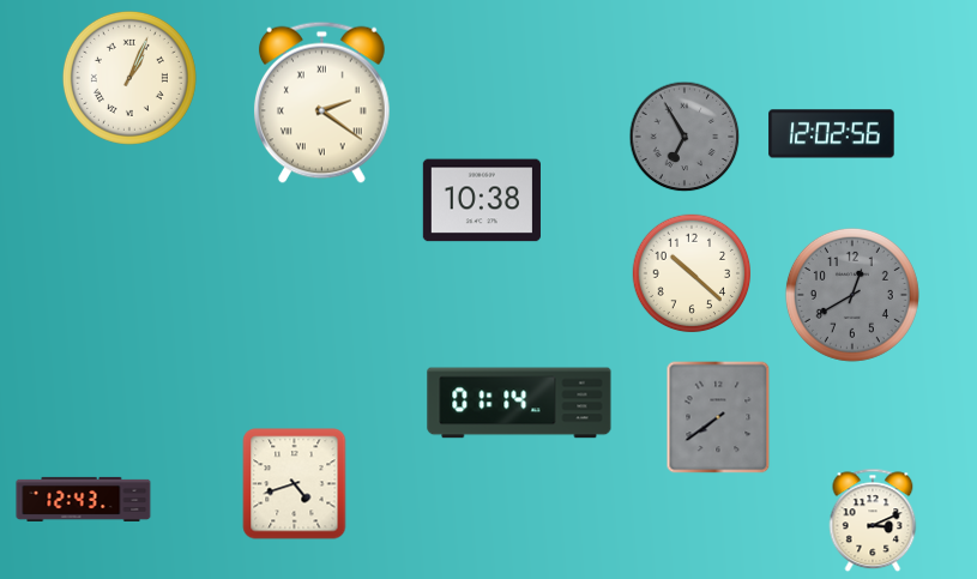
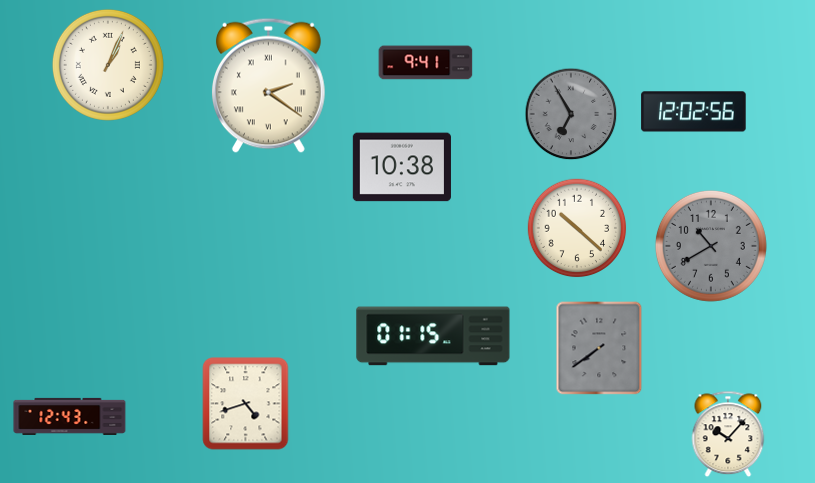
clock at (426, 63): none -> 9:41
clock at (852, 295): 12:40 -> 10:40
clock at (519, 403): 01:14 -> 01:15
clock at (873, 520): 3:11 -> 10:07
